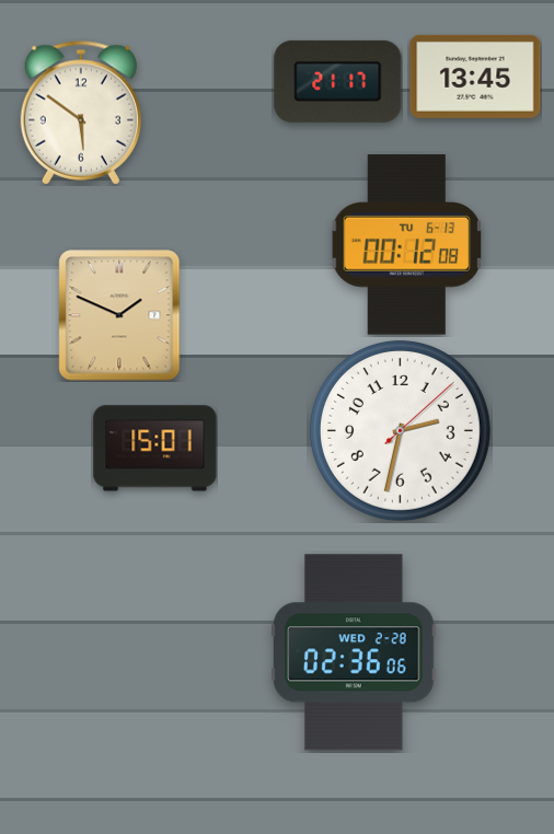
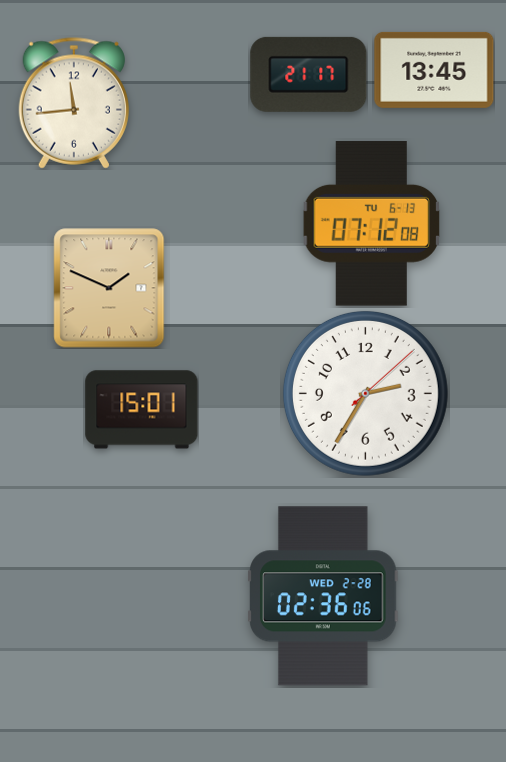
clock at (81, 113): 5:51 -> 11:44
clock at (407, 245): 00:12 -> 07:12
clock at (400, 430): 2:32 -> 2:35
